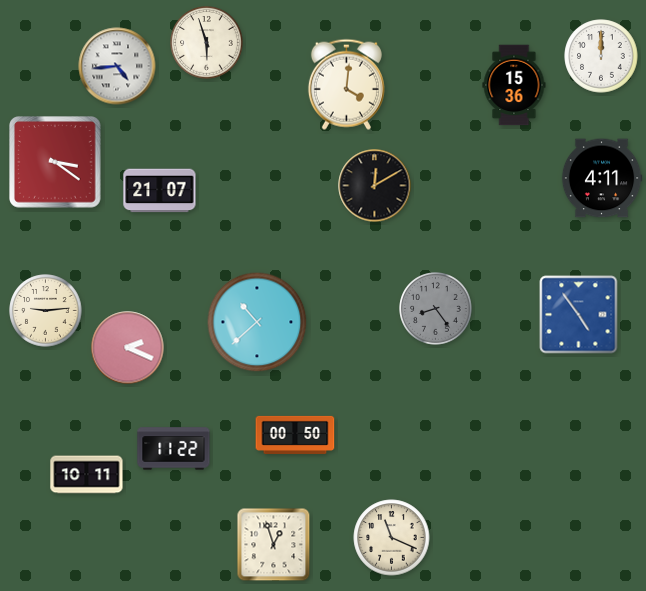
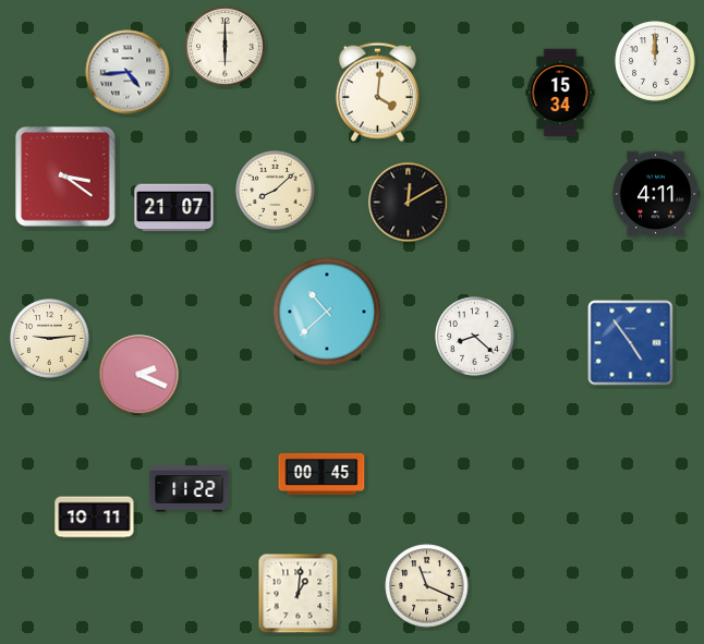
clock at (207, 43): 5:57 -> 6:00
clock at (514, 85): 15:36 -> 15:34
clock at (55, 162) position: (55, 162) -> (65, 177)
clock at (276, 191): none -> 8:08
clock at (436, 309): 8:24 -> 8:22
clock at (436, 309) dial: grey -> white
clock at (257, 322) position: (257, 322) -> (327, 312)
clock at (128, 348) position: (128, 348) -> (139, 375)
clock at (295, 435): 00:50 -> 00:45
clock at (274, 545): 12:57 -> 1:01
